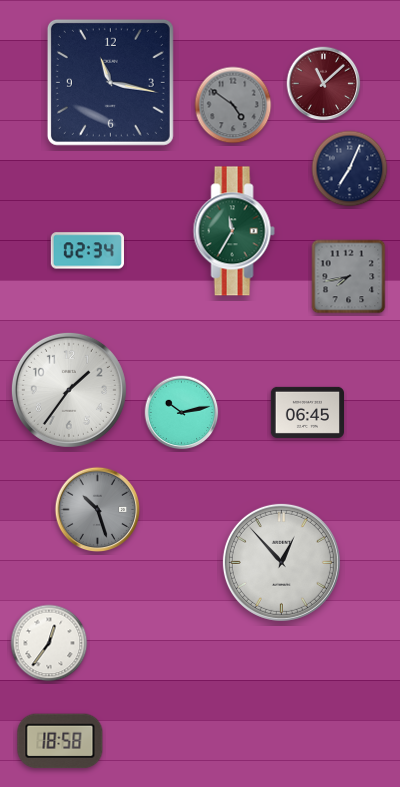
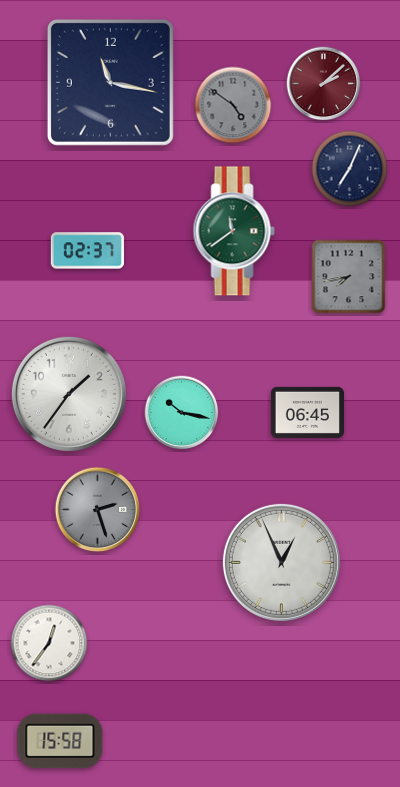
clock at (324, 84): 11:08 -> 2:08
clock at (234, 231): 11:35 -> 11:39
clock at (87, 251): 02:34 -> 02:37
clock at (69, 390) position: (69, 390) -> (69, 394)
clock at (182, 413): 10:13 -> 10:17
clock at (98, 510): 10:27 -> 2:27
clock at (281, 562): 12:53 -> 12:56
clock at (60, 741): 18:58 -> 15:58
